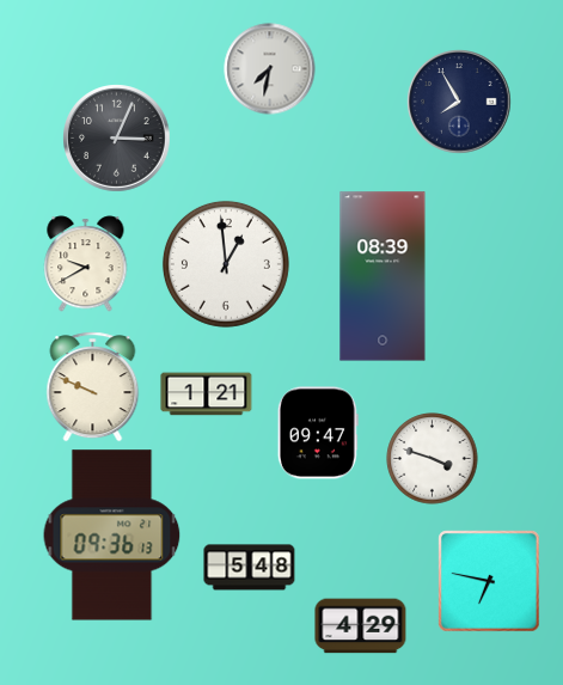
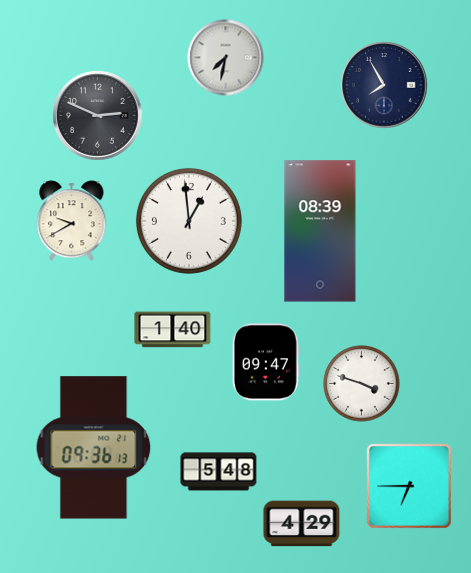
clock at (117, 139): 3:04 -> 2:49
clock at (93, 387): 9:49 -> none
clock at (207, 395): 1:21 -> 1:40
clock at (250, 568) position: (250, 568) -> (219, 472)
clock at (489, 581): 6:47 -> 6:45
